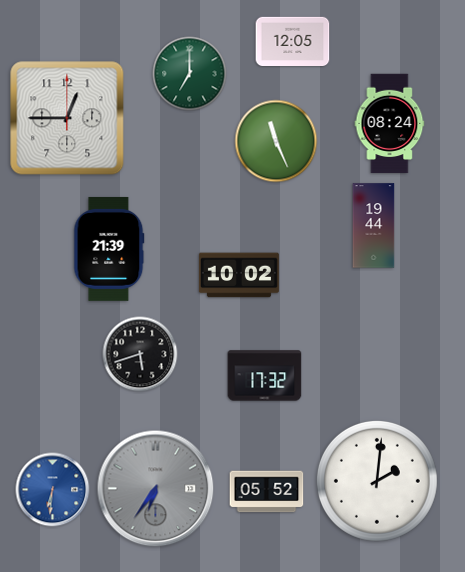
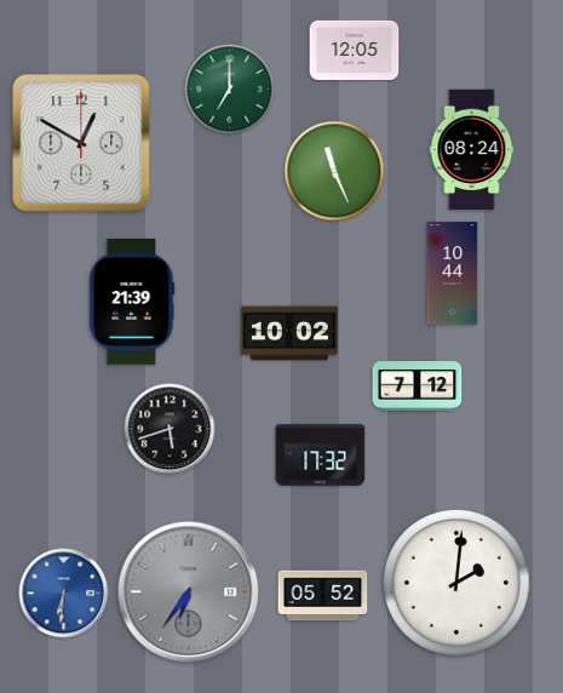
clock at (67, 118): 12:45 -> 12:50
clock at (374, 226): 19:44 -> 10:44
clock at (418, 386): none -> 7:12
